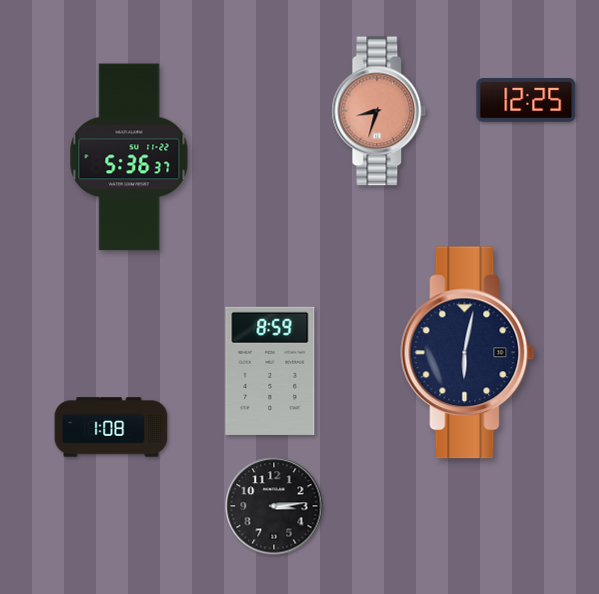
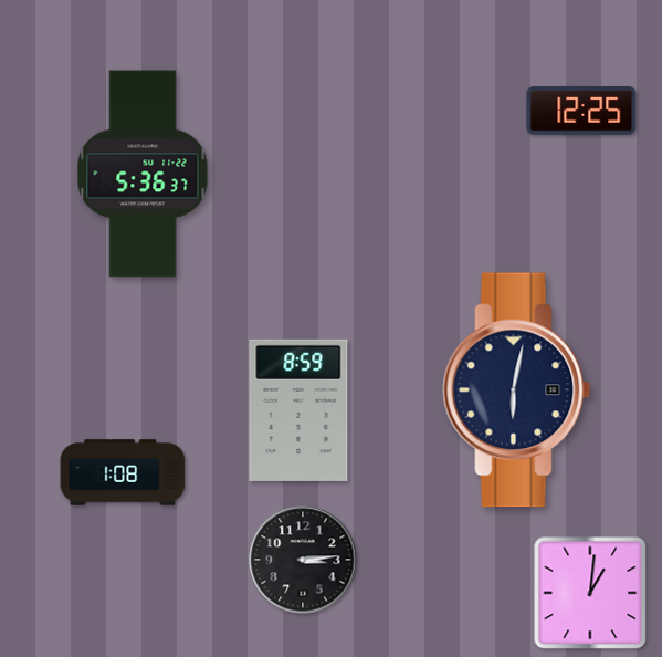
clock at (379, 111): 8:33 -> none
clock at (590, 593): none -> 1:01
